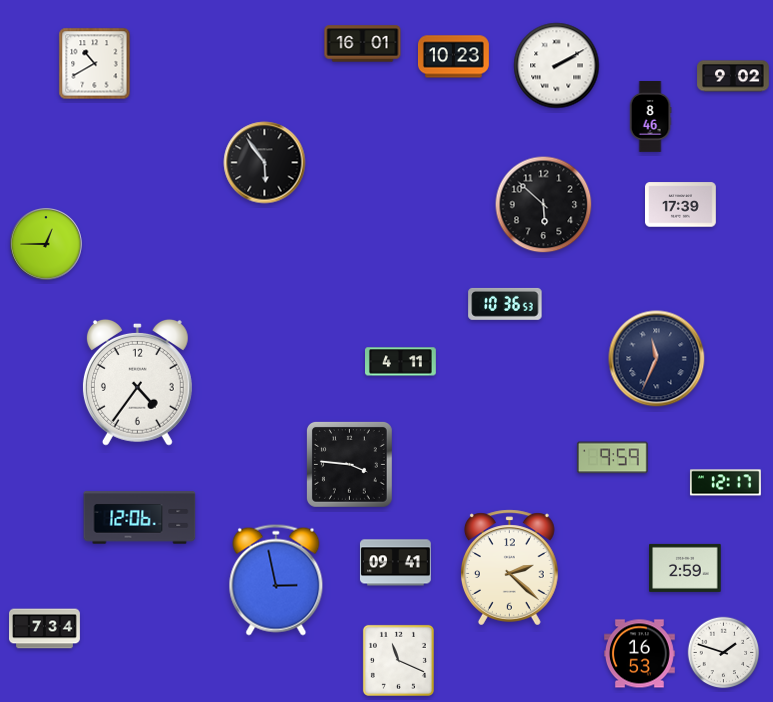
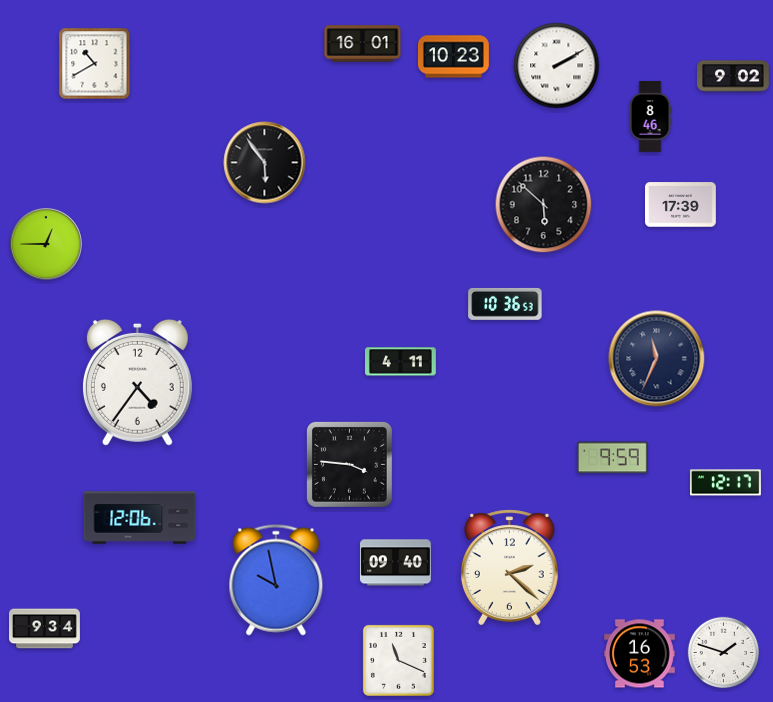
clock at (395, 563): 09:41 -> 09:40
clock at (685, 568): 2:59 -> none
clock at (276, 580): 2:58 -> 9:58
clock at (45, 629): 7:34 -> 9:34
